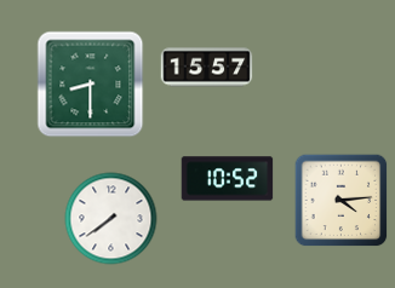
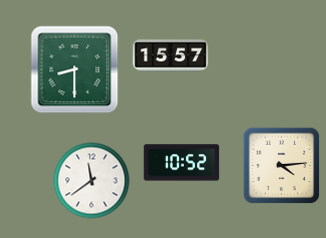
clock at (228, 179) position: (228, 179) -> (182, 163)
clock at (111, 219): 7:39 -> 11:39
